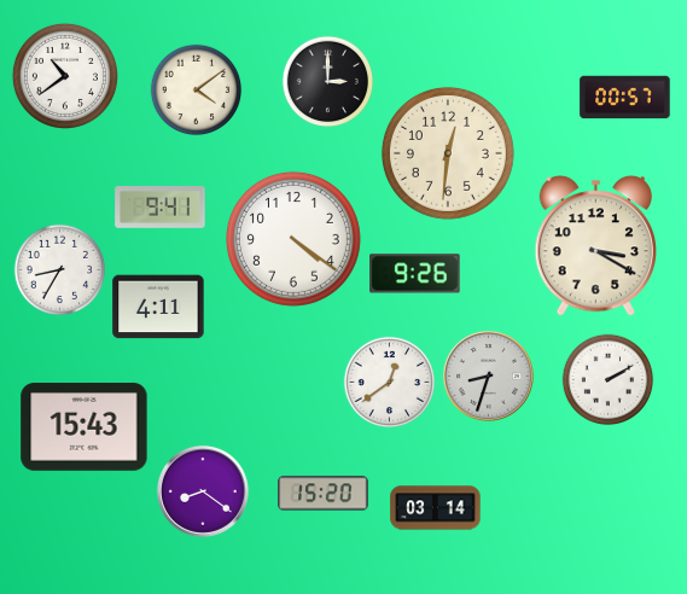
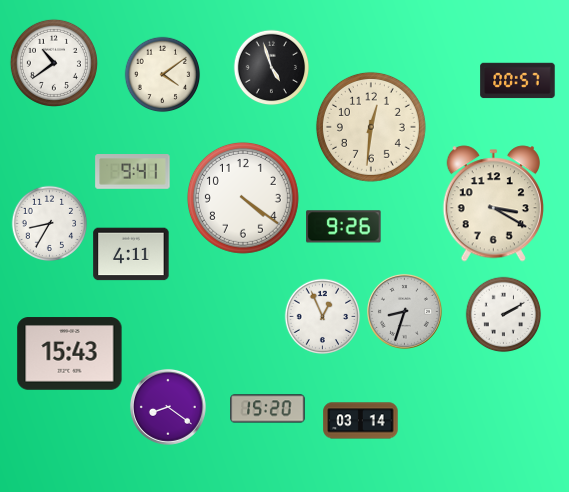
clock at (328, 82): 3:00 -> 4:57
clock at (390, 383): 12:39 -> 12:56
